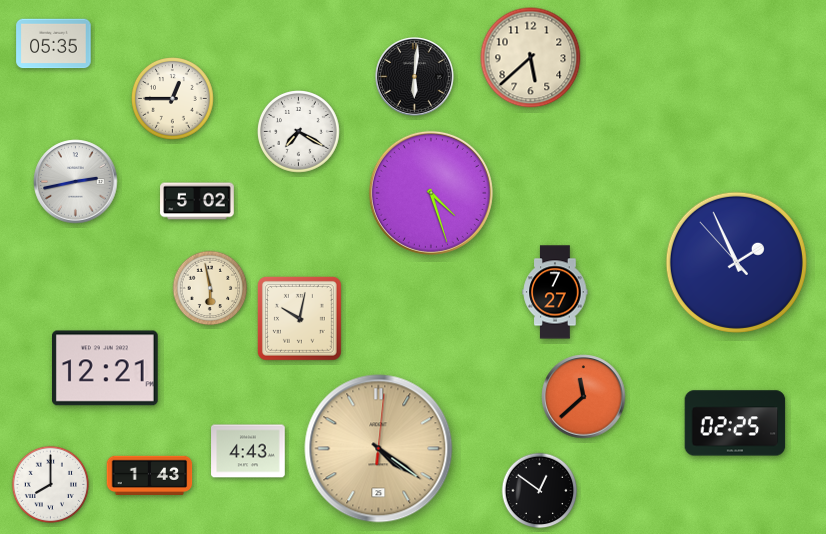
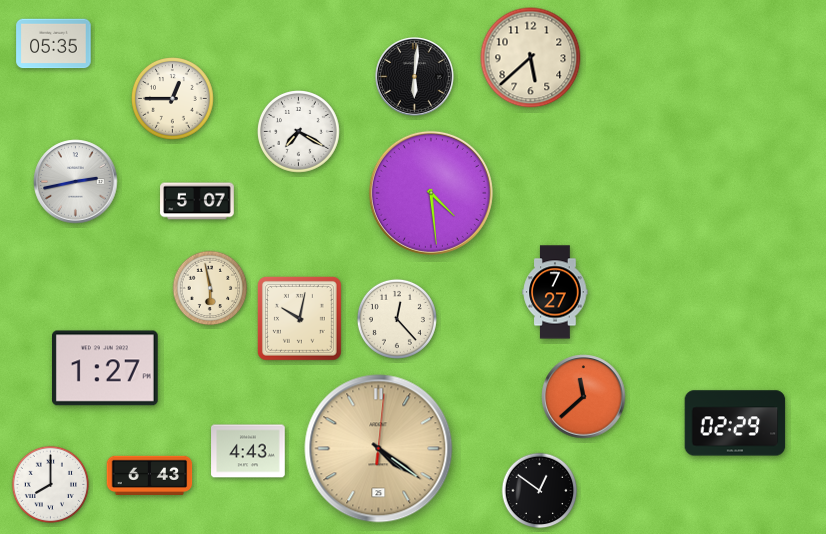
clock at (431, 193): 4:27 -> 4:29
clock at (197, 201): 5:02 -> 5:07
clock at (736, 262): 1:55 -> none
clock at (397, 319): none -> 12:23
clock at (106, 368): 12:21 -> 1:27
clock at (735, 423): 02:25 -> 02:29
clock at (150, 475): 1:43 -> 6:43
